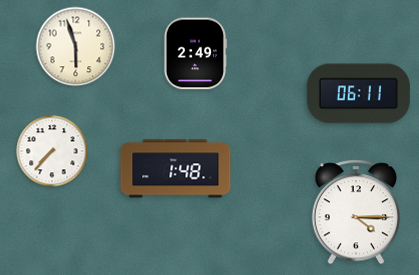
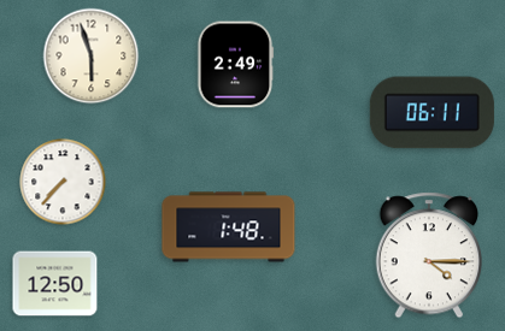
clock at (176, 169) position: (176, 169) -> (229, 227)
clock at (55, 284): none -> 12:50
